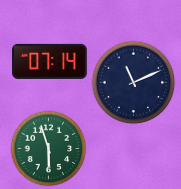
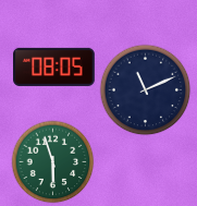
clock at (50, 61): 07:14 -> 08:05
